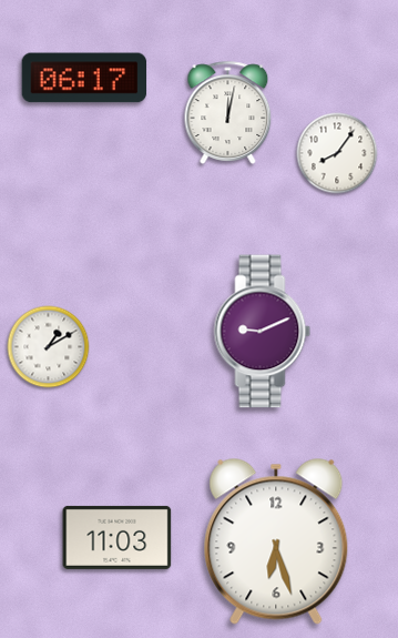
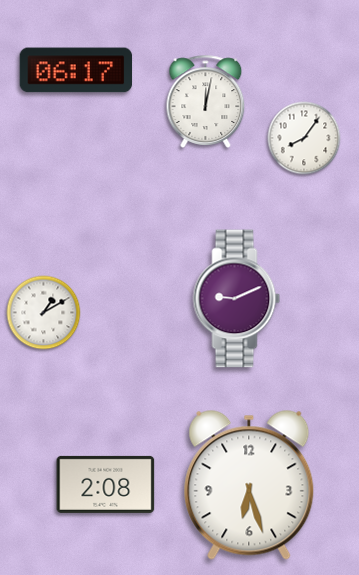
clock at (118, 537): 11:03 -> 2:08
clock at (276, 541) position: (276, 541) -> (249, 485)
